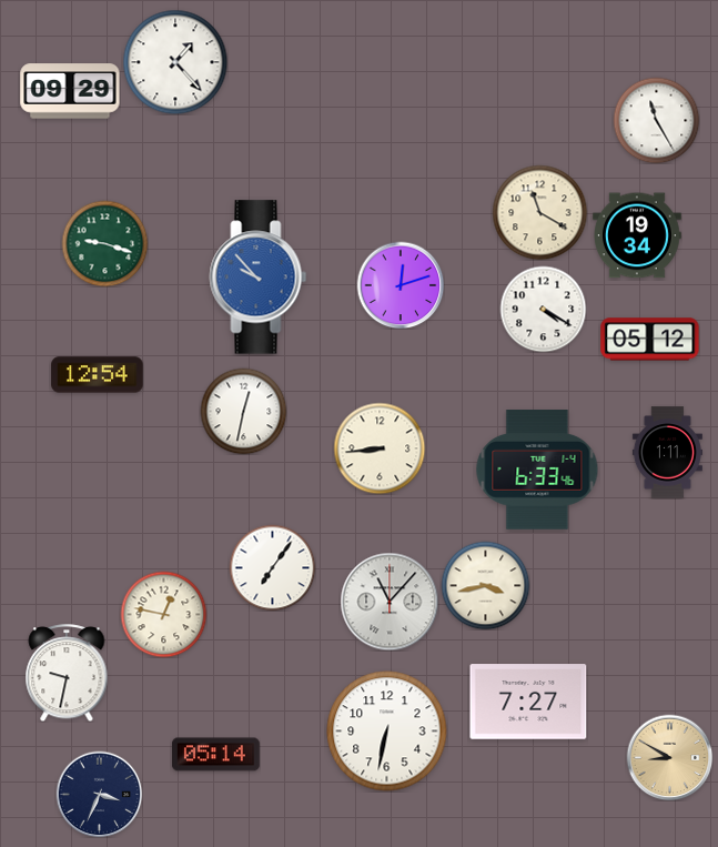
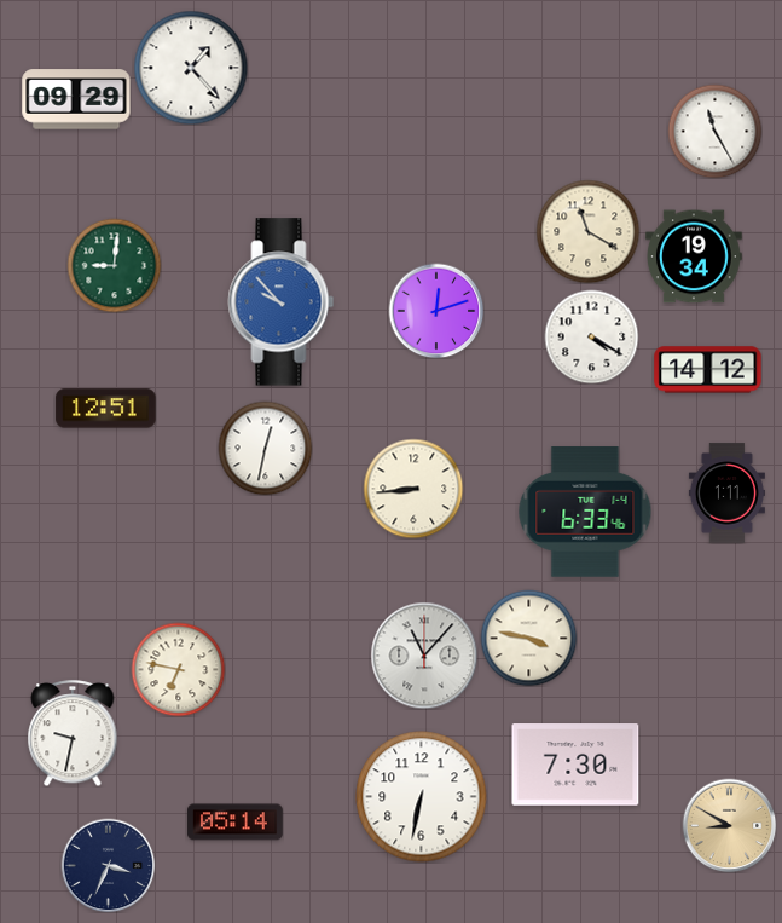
clock at (104, 243): 9:18 -> 9:01
clock at (650, 340): 05:12 -> 14:12
clock at (98, 375): 12:54 -> 12:51
clock at (272, 567): 7:06 -> none
clock at (485, 585): 3:43 -> 3:47
clock at (163, 614): 12:47 -> 6:47
clock at (528, 702): 7:27 -> 7:30
